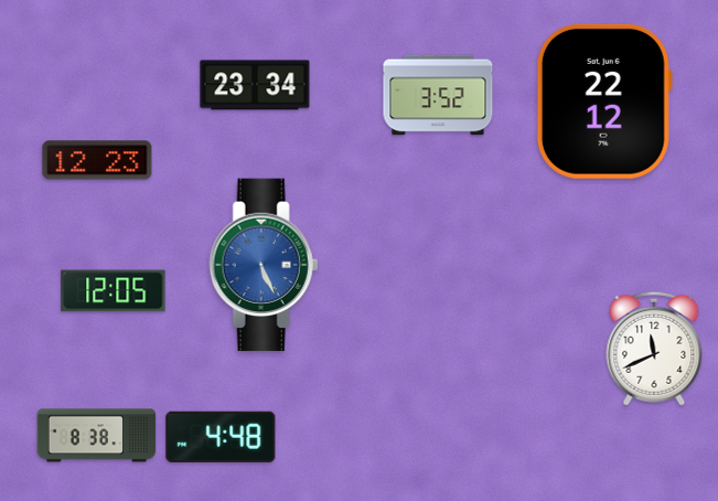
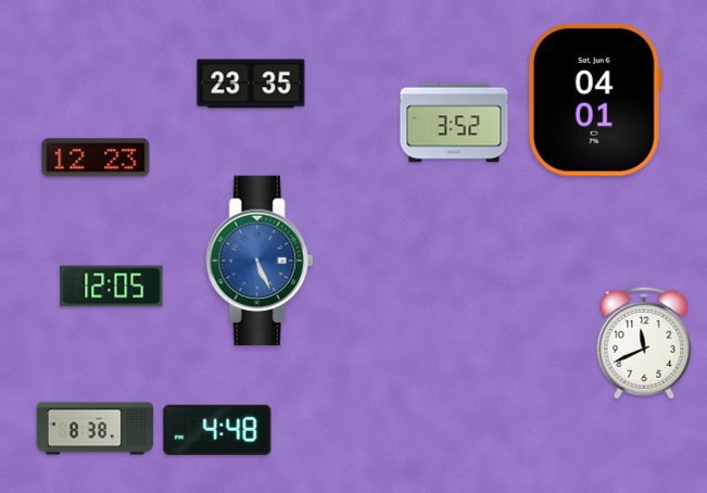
clock at (255, 85): 23:34 -> 23:35
clock at (438, 95) position: (438, 95) -> (454, 123)
clock at (604, 102): 22:12 -> 04:01
